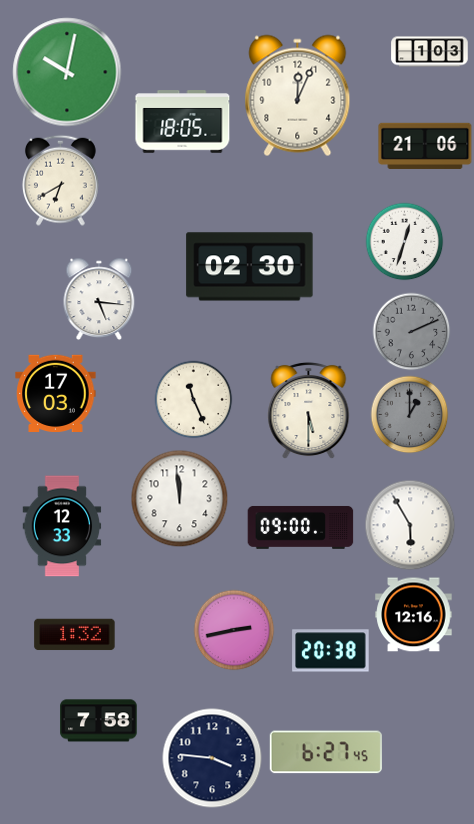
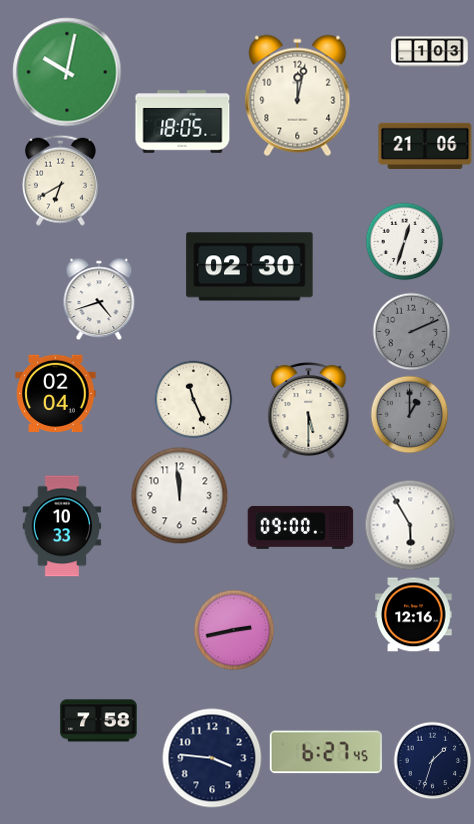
clock at (298, 96): 12:04 -> 12:02
clock at (99, 299): 5:16 -> 4:42
clock at (56, 393): 17:03 -> 02:04
clock at (179, 498) position: (179, 498) -> (179, 495)
clock at (62, 526): 12:33 -> 10:33
clock at (75, 635): 1:32 -> none
clock at (331, 651): 20:38 -> none
clock at (432, 760): none -> 1:33
